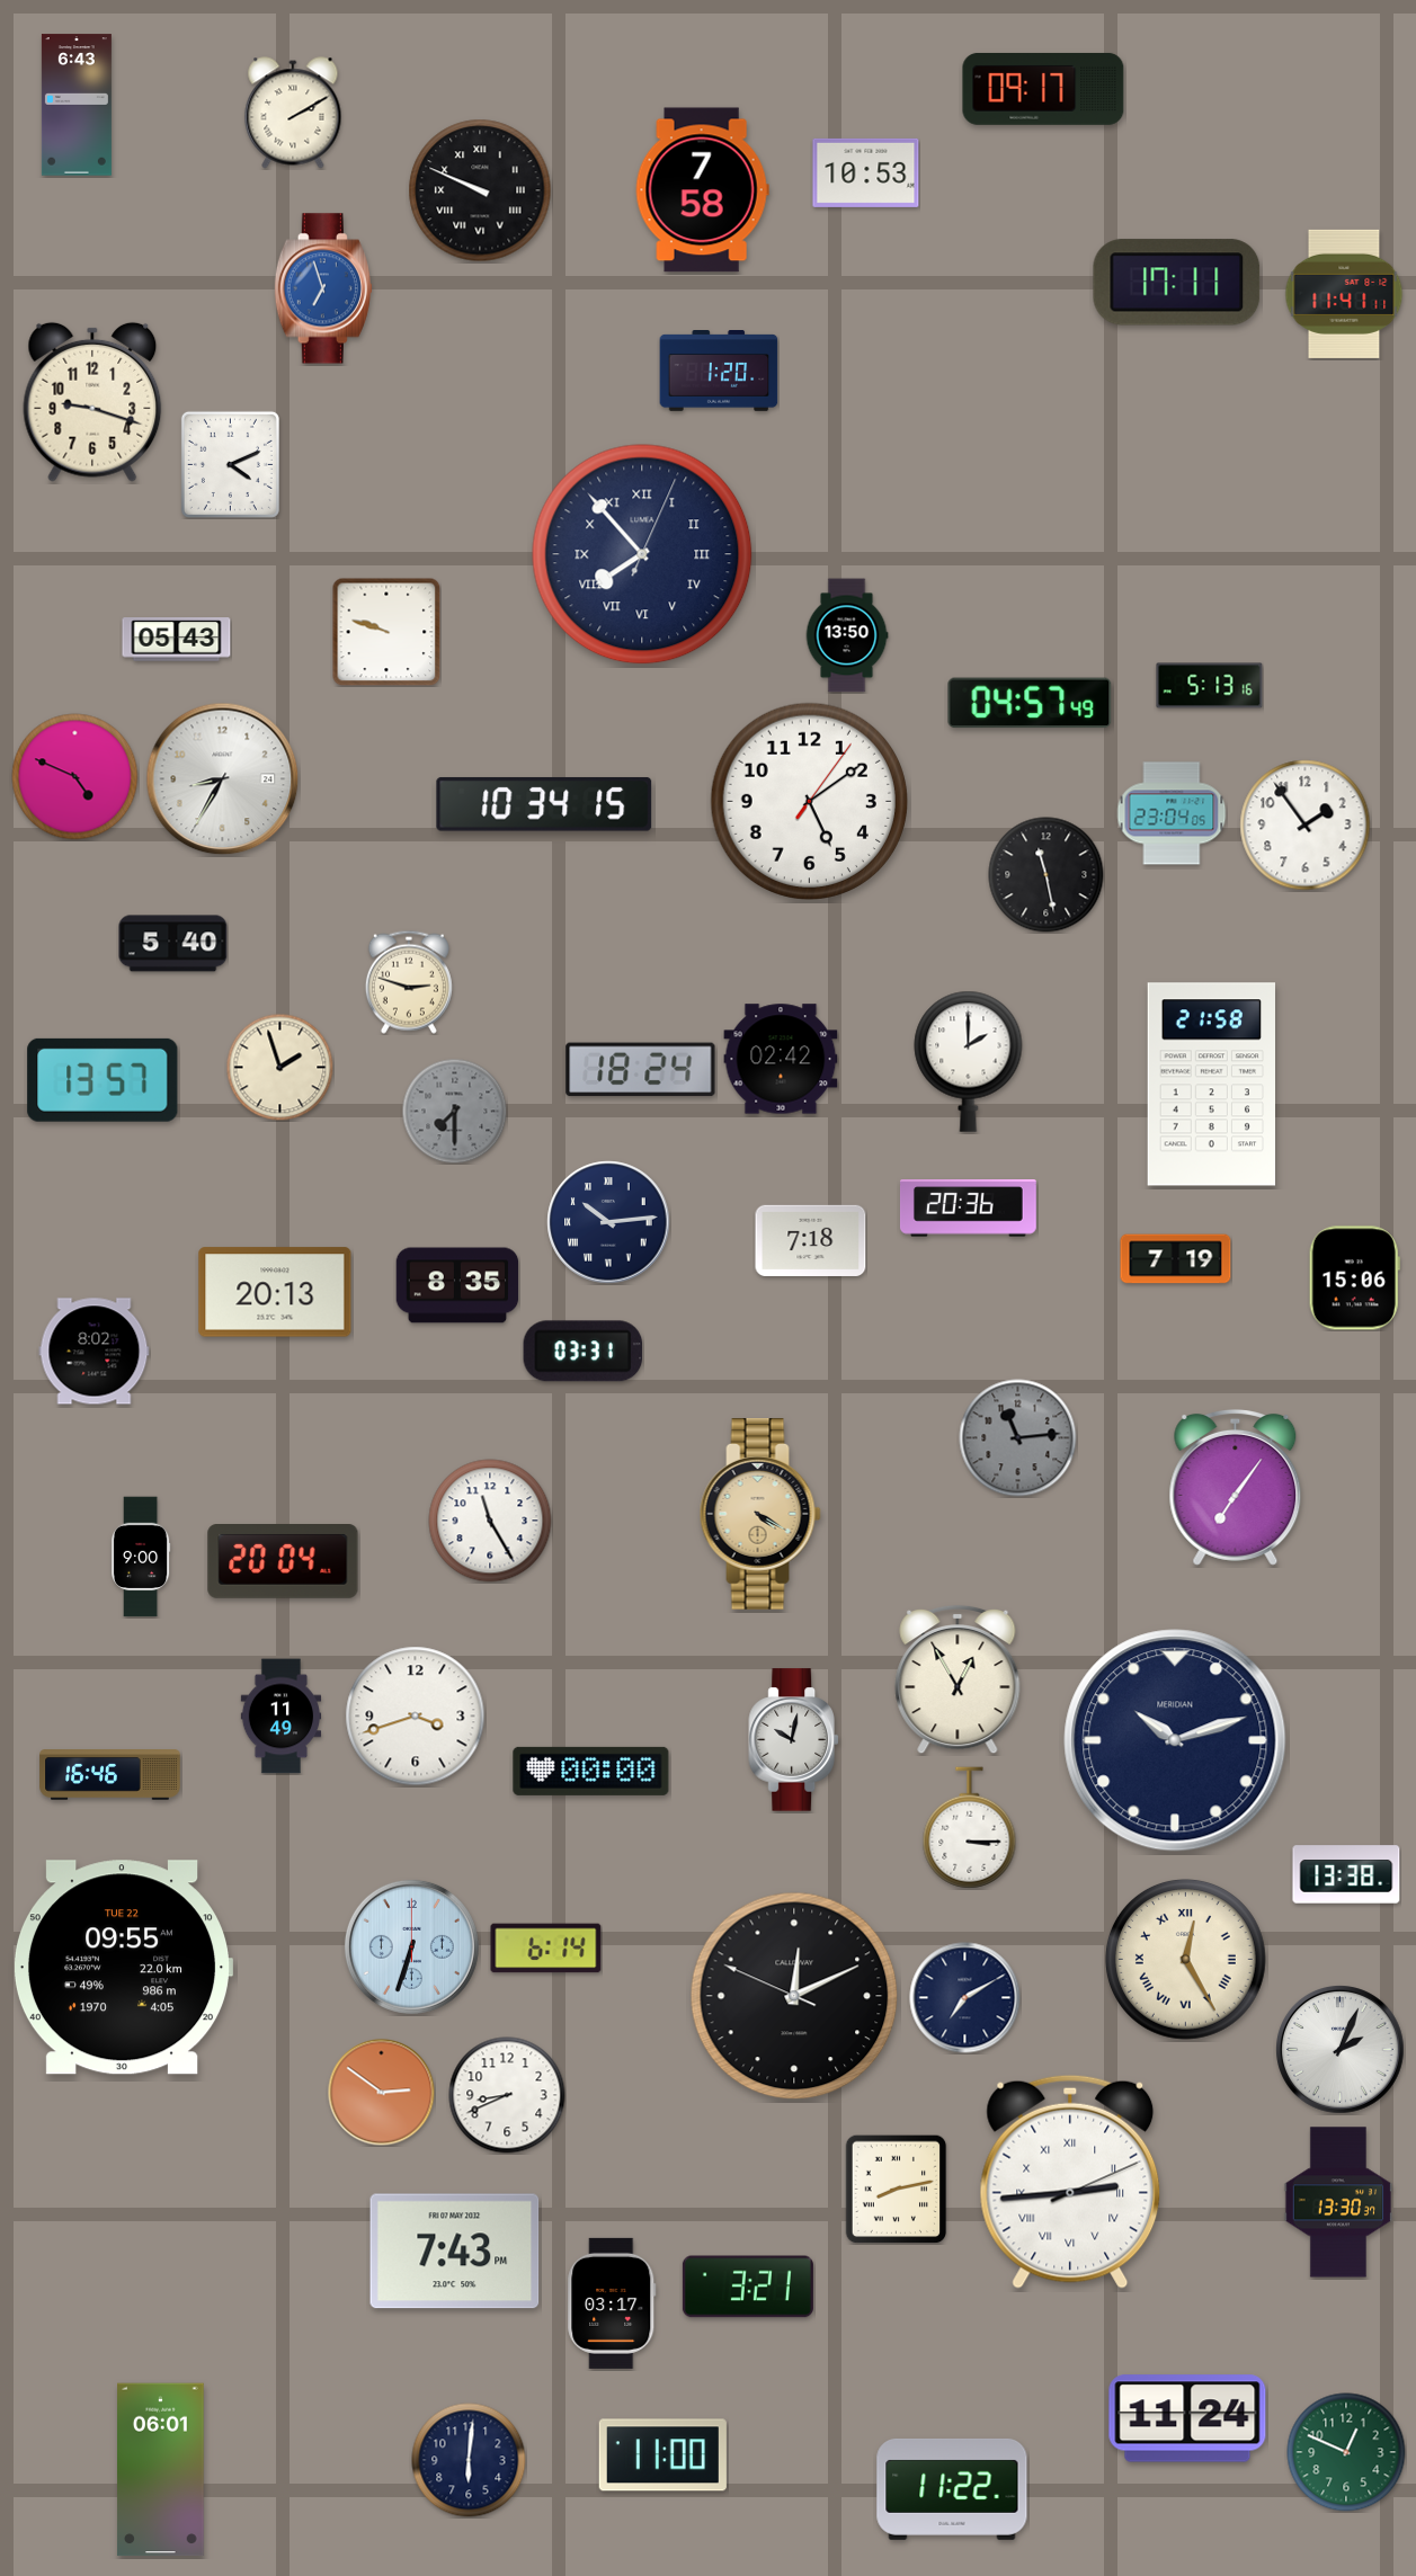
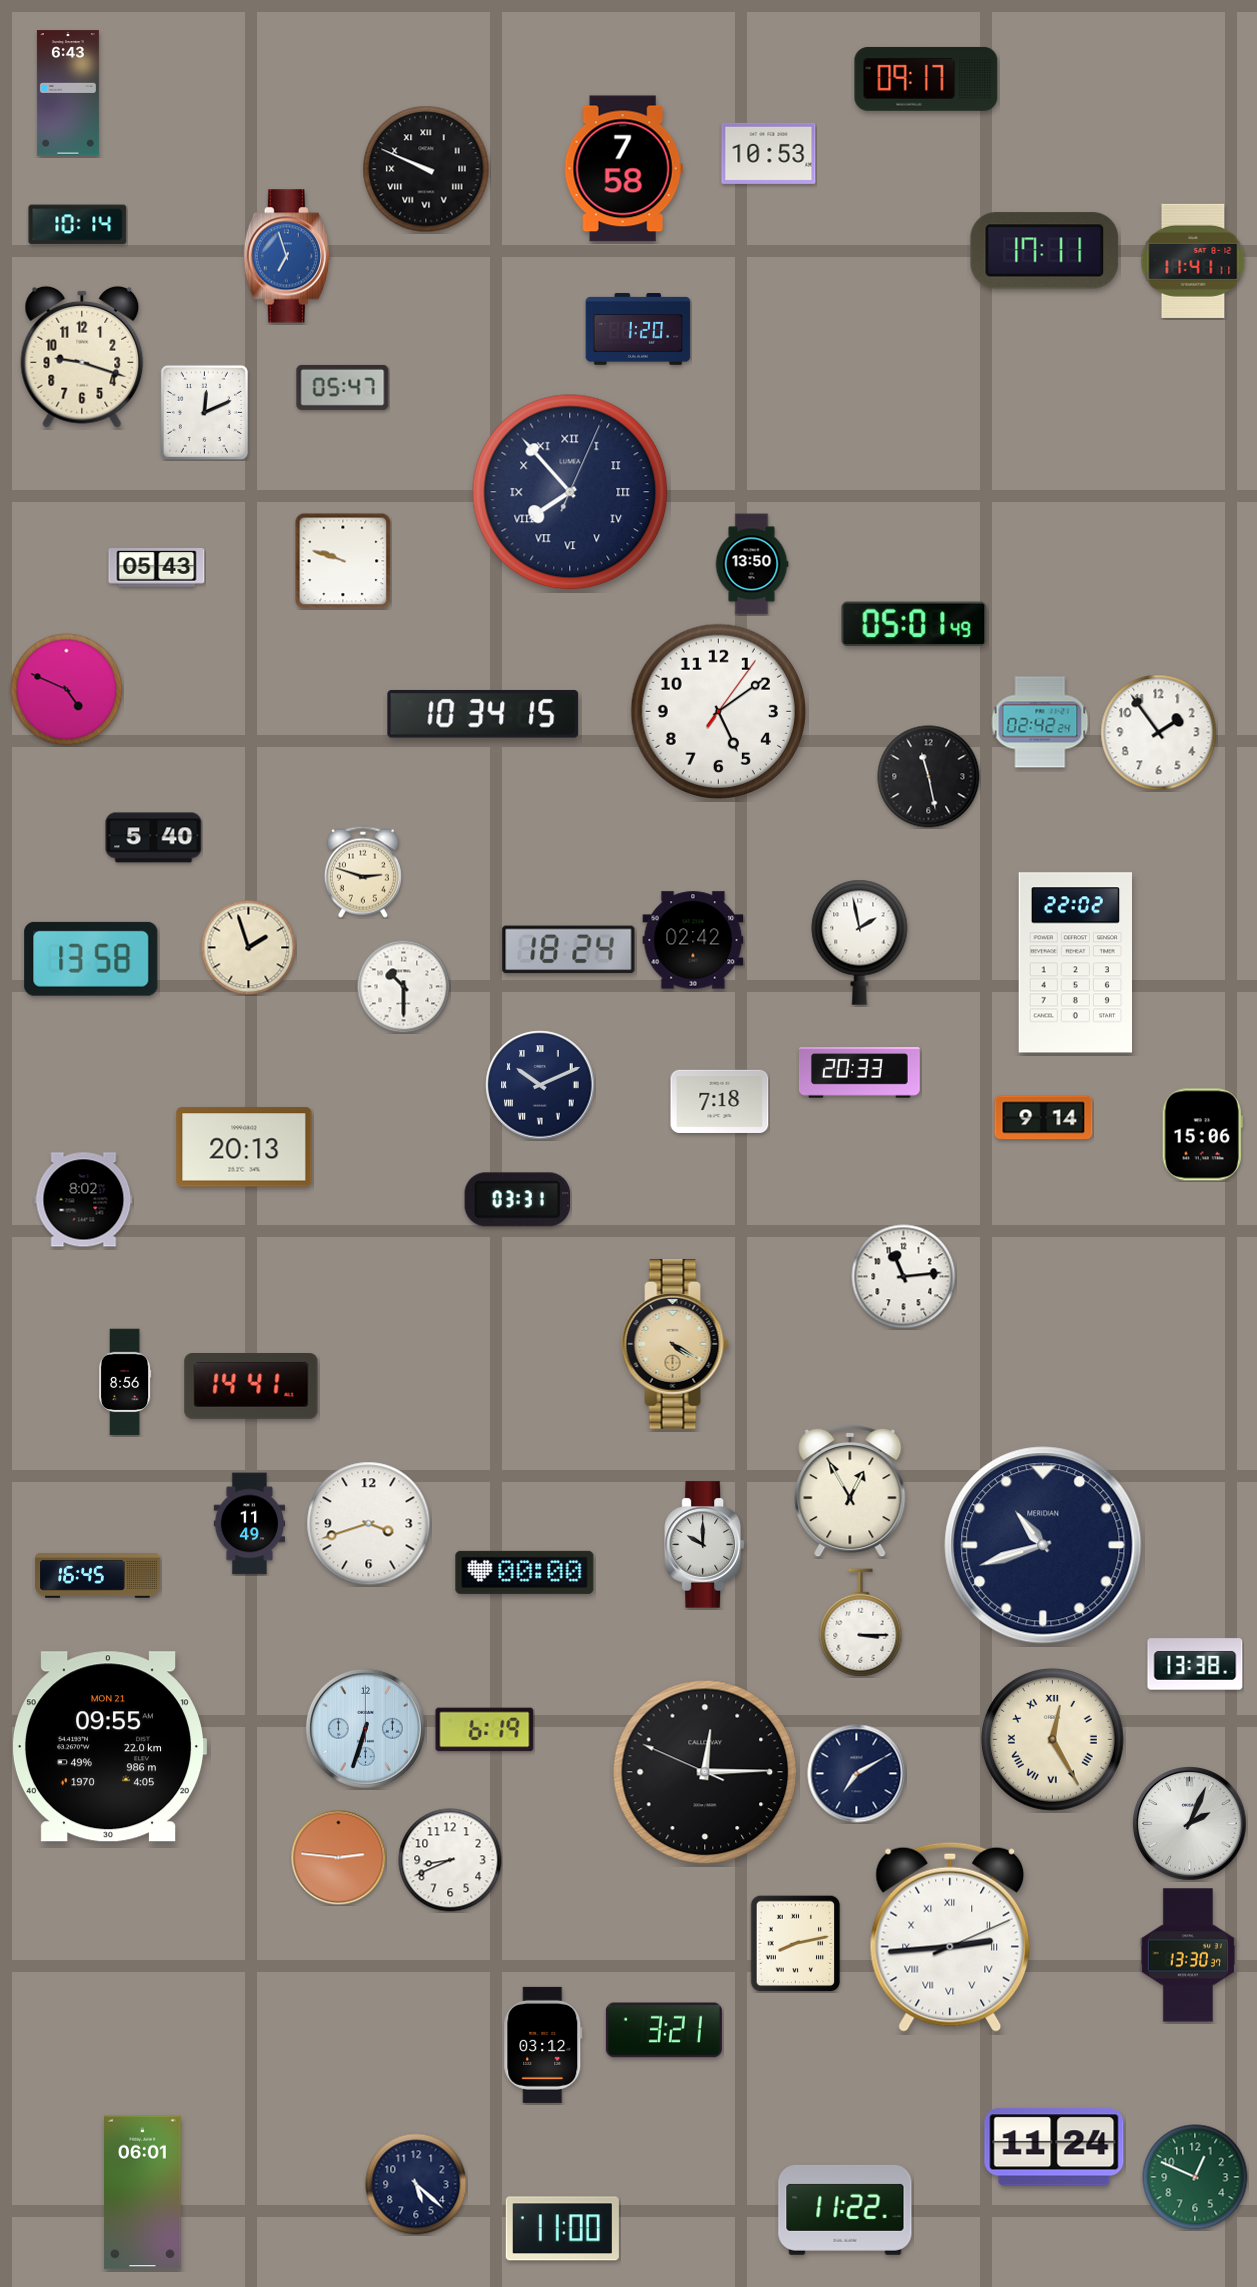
clock at (293, 113): 2:10 -> none
clock at (78, 225): none -> 10:14
clock at (343, 387): none -> 05:47
clock at (230, 464): 4:11 -> 12:11
clock at (1210, 686): 5:13 -> none
clock at (1030, 703): 04:57 -> 05:01
clock at (223, 779): 8:35 -> none
clock at (1172, 813): 23:04 -> 02:42
clock at (969, 1061): 2:00 -> 1:58
clock at (103, 1080): 13:57 -> 13:58
clock at (1211, 1085): 21:58 -> 22:02
clock at (454, 1111): 7:30 -> 10:30
clock at (454, 1111) dial: grey -> white
clock at (968, 1209): 20:36 -> 20:33
clock at (608, 1222): 10:14 -> 10:11
clock at (1176, 1259): 7:19 -> 9:14
clock at (457, 1285): 8:35 -> none
clock at (1018, 1438) dial: grey -> white
clock at (1236, 1487): 7:06 -> none
clock at (490, 1521): 11:25 -> none
clock at (141, 1557): 9:00 -> 8:56
clock at (283, 1562): 20:04 -> 14:41
clock at (793, 1740): 10:02 -> 10:00
clock at (1175, 1740): 10:12 -> 10:42
clock at (110, 1775): 16:46 -> 16:45
clock at (546, 1949): 6:14 -> 6:19
clock at (123, 1968) date: TUE 22 -> MON 21
clock at (794, 1996): 12:10 -> 12:14
clock at (1341, 2050) position: (1341, 2050) -> (1190, 1824)
clock at (381, 2092): 2:51 -> 2:46
clock at (455, 2252): 7:43 -> none
clock at (612, 2303): 03:17 -> 03:12
clock at (662, 2455) position: (662, 2455) -> (562, 2229)
clock at (469, 2460): 6:01 -> 5:22
